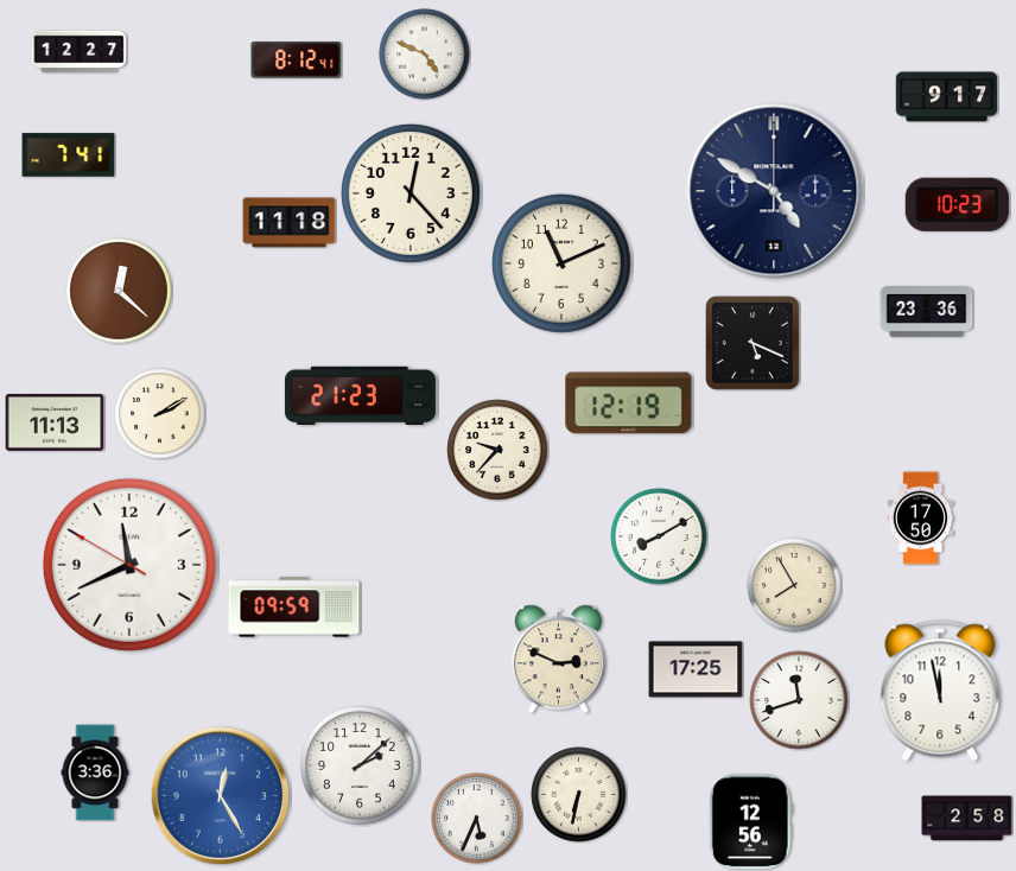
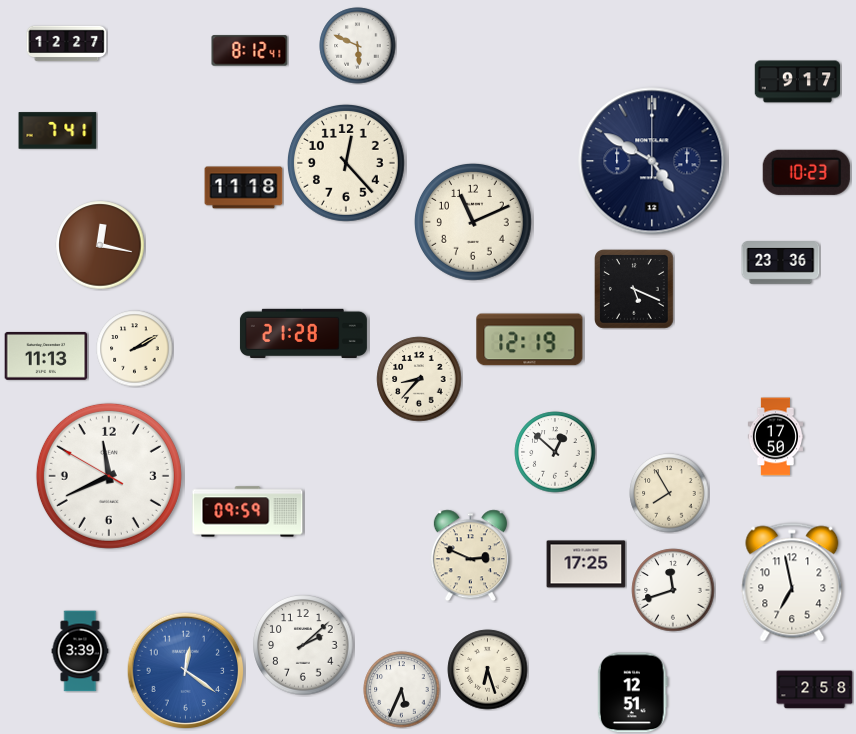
clock at (425, 55): 4:49 -> 5:49
clock at (119, 291): 12:22 -> 12:17
clock at (360, 396): 21:23 -> 21:28
clock at (497, 450): 9:37 -> 8:37
clock at (659, 536): 8:10 -> 12:52
clock at (940, 691): 11:58 -> 6:58
clock at (95, 773): 3:36 -> 3:39
clock at (579, 795): 6:32 -> 6:27
clock at (221, 796): 12:25 -> 12:21
clock at (750, 822): 12:56 -> 12:51
